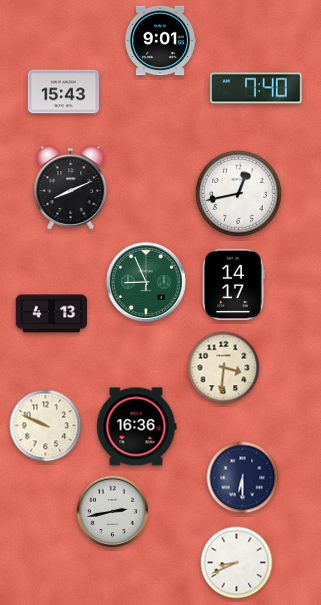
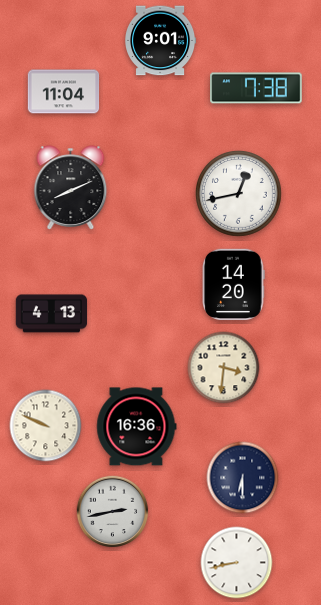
clock at (256, 88): 7:40 -> 7:38
clock at (64, 92): 15:43 -> 11:04
clock at (146, 282): 8:56 -> none
clock at (233, 285): 14:17 -> 14:20
clock at (237, 563): 8:41 -> 8:43
